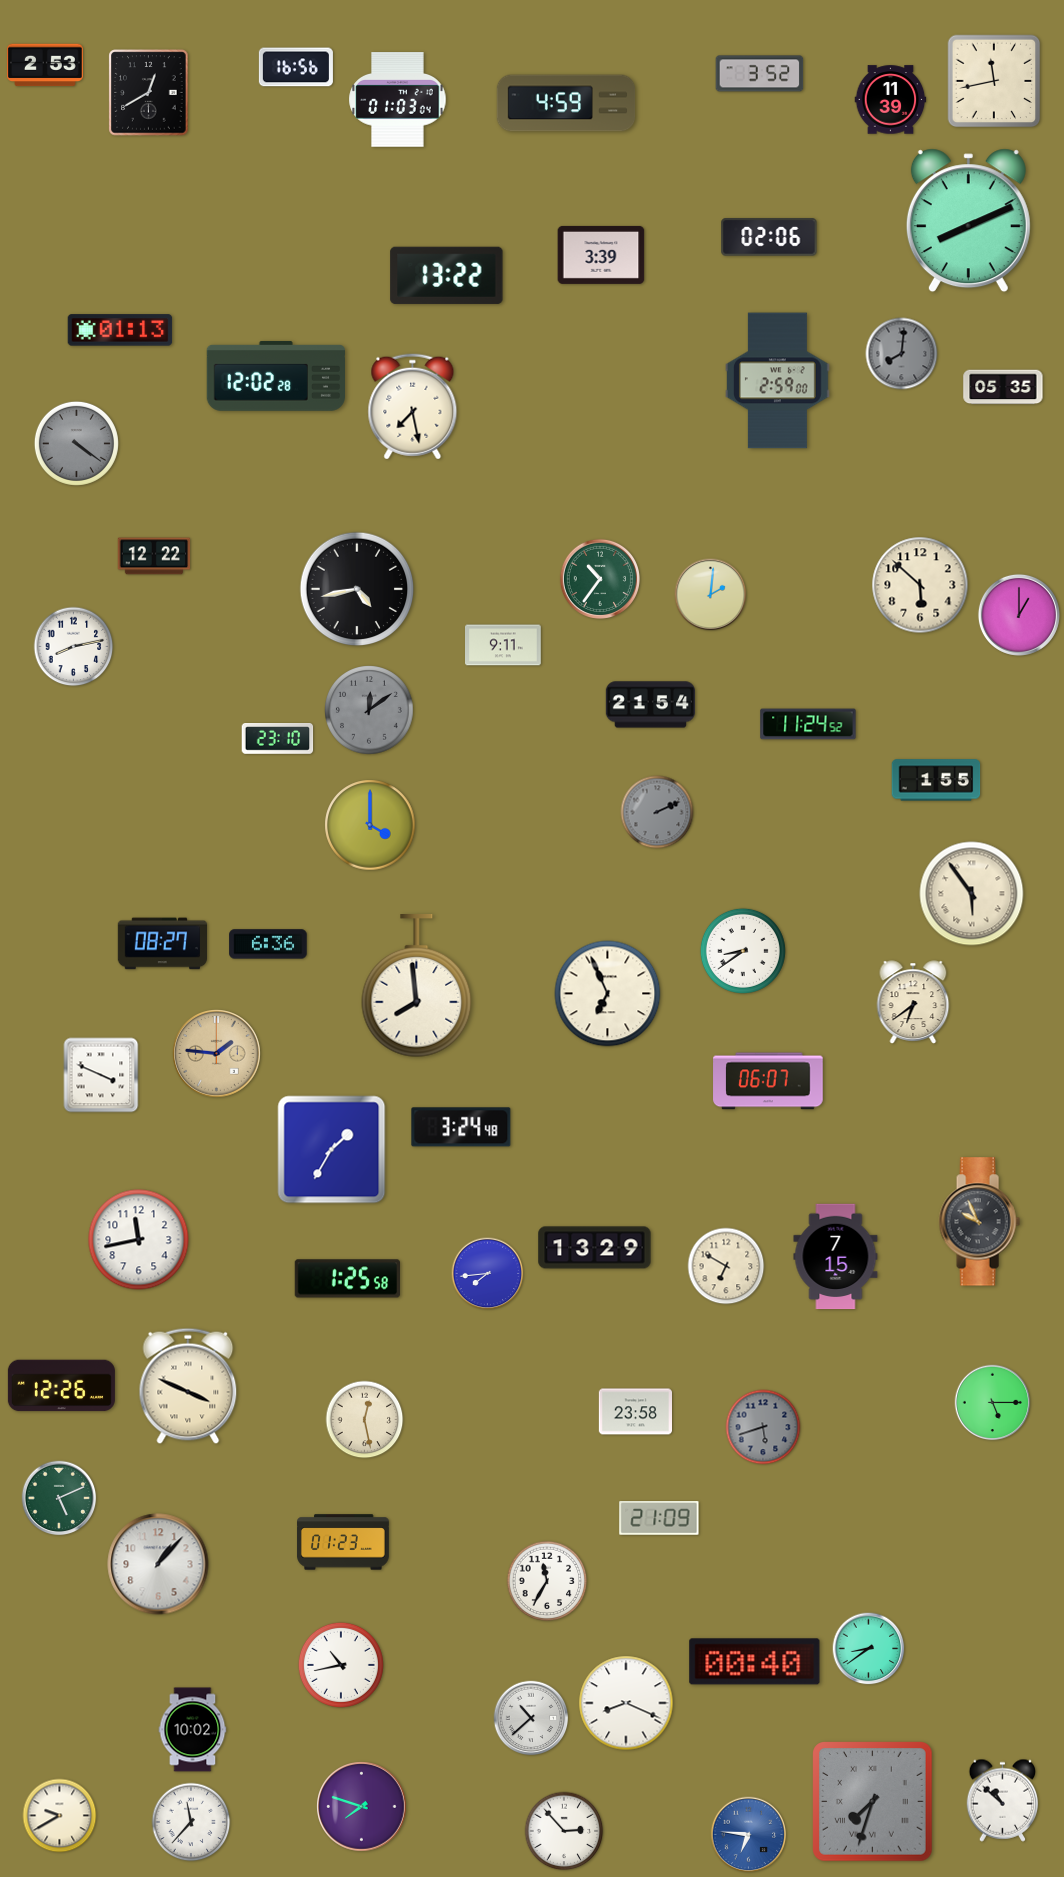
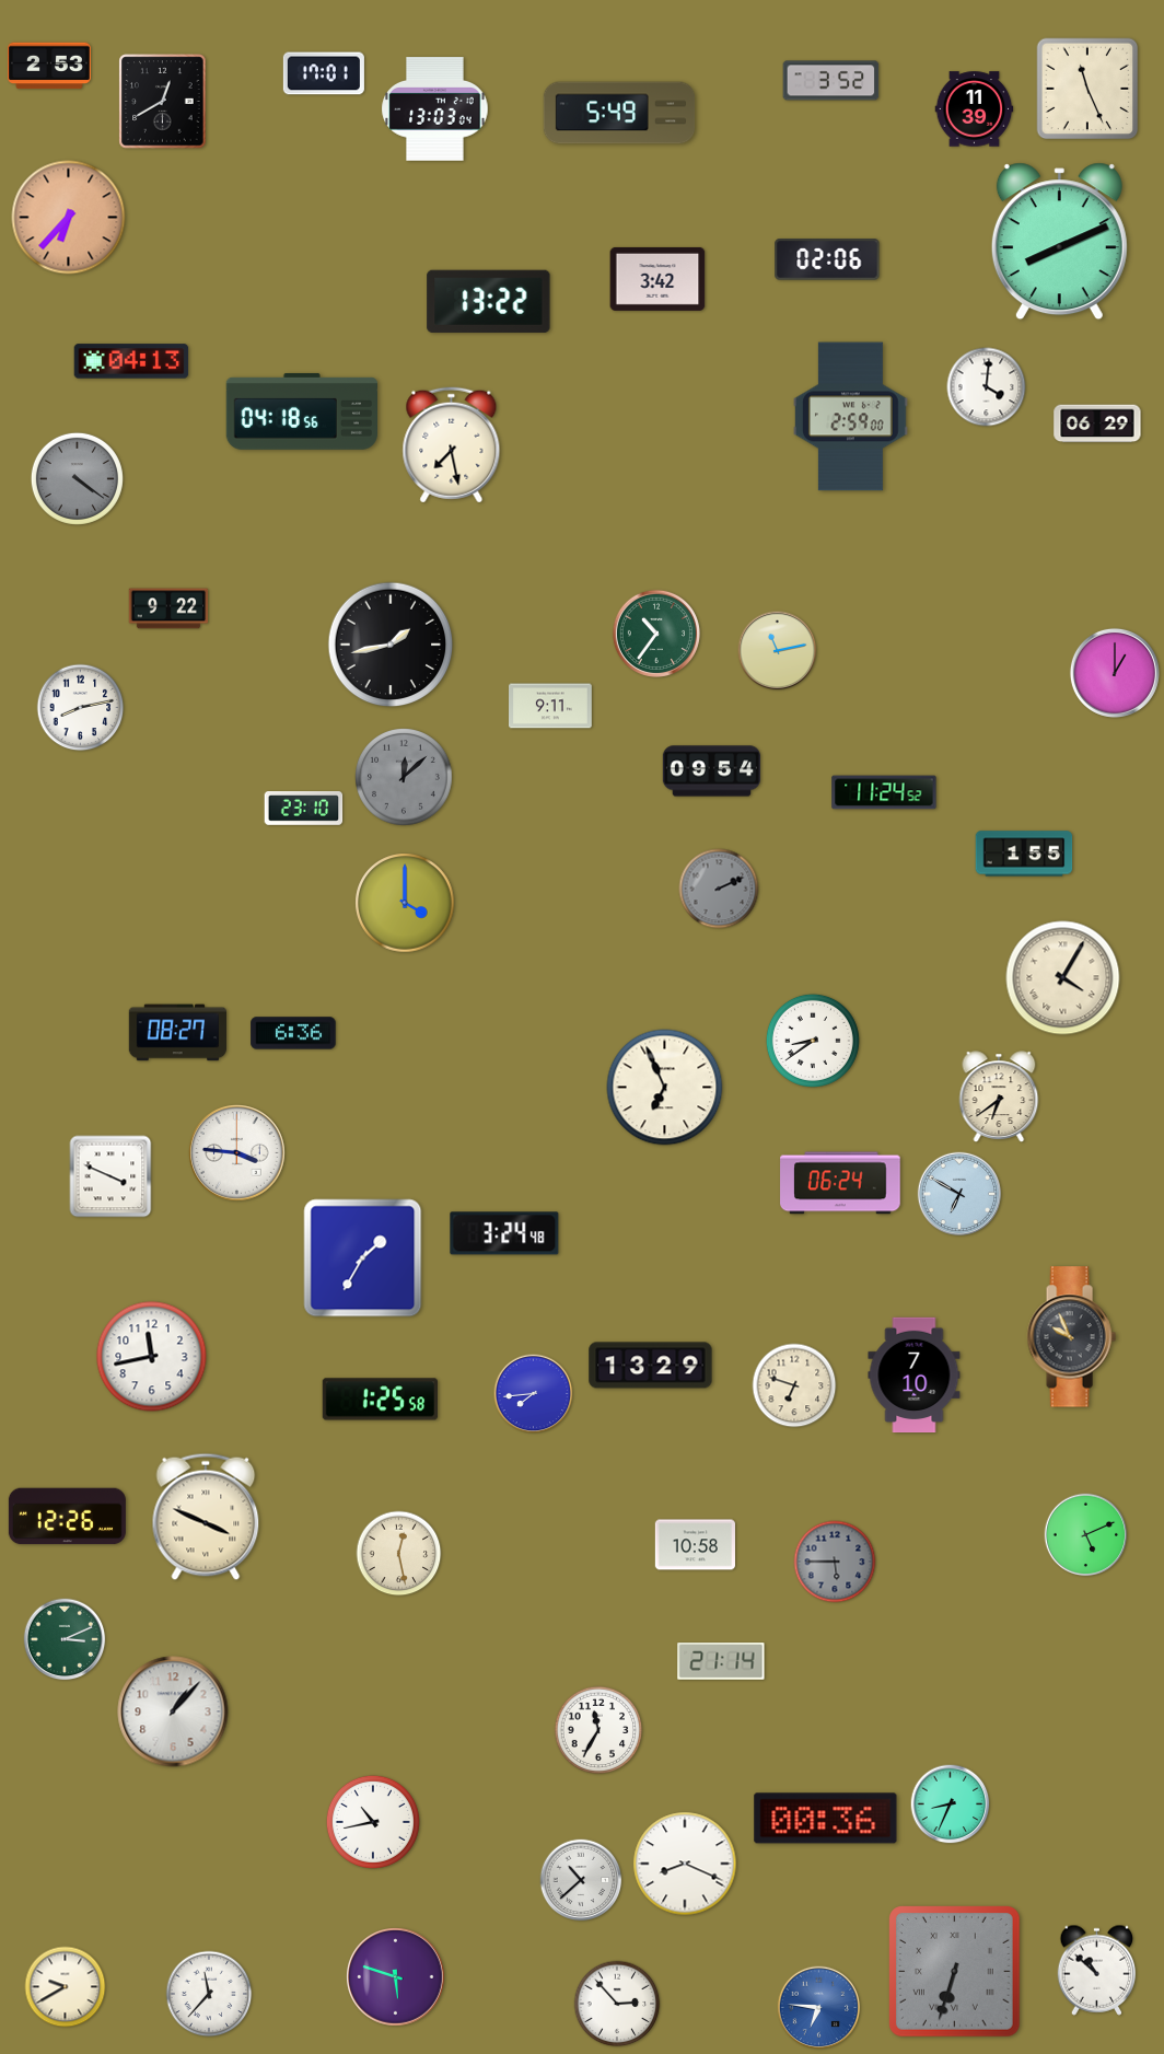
clock at (46, 65) position: (46, 65) -> (50, 66)
clock at (296, 67): 16:56 -> 17:01
clock at (994, 81): 11:43 -> 11:26
clock at (398, 100): 01:03 -> 13:03
clock at (566, 103): 4:59 -> 5:49
clock at (69, 218): none -> 6:37
clock at (769, 237) position: (769, 237) -> (827, 259)
clock at (601, 255): 3:39 -> 3:42
clock at (120, 330): 01:13 -> 04:13
clock at (902, 354): 8:01 -> 4:01
clock at (902, 354) dial: grey -> white
clock at (275, 376): 12:02 -> 04:18
clock at (1003, 387): 05:35 -> 06:29
clock at (76, 443) position: (76, 443) -> (77, 478)
clock at (154, 556): 12:22 -> 9:22
clock at (920, 585): 5:52 -> none
clock at (357, 589): 4:43 -> 1:43
clock at (711, 595): 2:01 -> 11:13
clock at (651, 705): 21:54 -> 09:54
clock at (370, 711): 12:09 -> 12:08
clock at (972, 894): 5:54 -> 4:05
clock at (417, 987): 7:59 -> none
clock at (217, 1054): 1:46 -> 3:46
clock at (217, 1054) dial: champagne -> white
clock at (768, 1081): 06:07 -> 06:24
clock at (959, 1194): none -> 6:50
clock at (836, 1257): 7:15 -> 7:10
clock at (726, 1266): 6:50 -> 6:48
clock at (993, 1403): 5:15 -> 5:11
clock at (635, 1412): 23:58 -> 10:58
clock at (763, 1427): 5:42 -> 5:45
clock at (59, 1498): 5:11 -> 3:11
clock at (659, 1519): 21:09 -> 21:14
clock at (344, 1542): 01:23 -> none
clock at (869, 1649): 8:39 -> 8:34
clock at (755, 1662): 00:40 -> 00:36
clock at (193, 1730): 10:02 -> none
clock at (873, 1802): 7:33 -> 6:33
clock at (362, 1807): 7:48 -> 5:48
